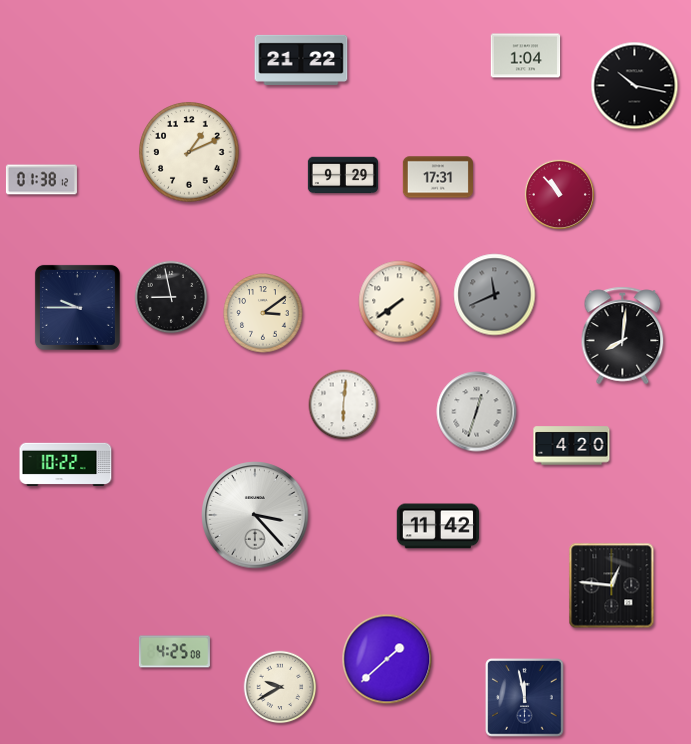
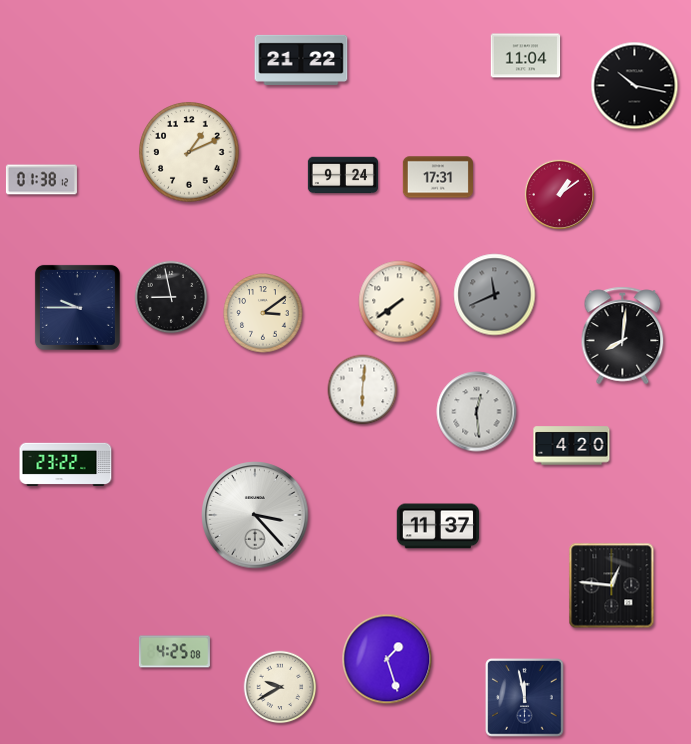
clock at (526, 56): 1:04 -> 11:04
clock at (342, 175): 9:29 -> 9:24
clock at (559, 194): 10:53 -> 1:09
clock at (344, 405) position: (344, 405) -> (363, 390)
clock at (477, 412): 12:33 -> 12:29
clock at (66, 465): 10:22 -> 23:22
clock at (438, 526): 11:42 -> 11:37
clock at (387, 659): 1:38 -> 1:27
